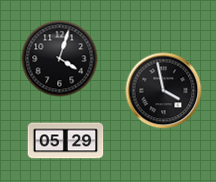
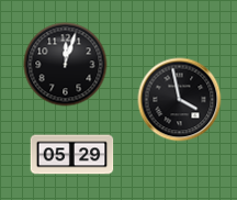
clock at (60, 59): 4:03 -> 12:03
